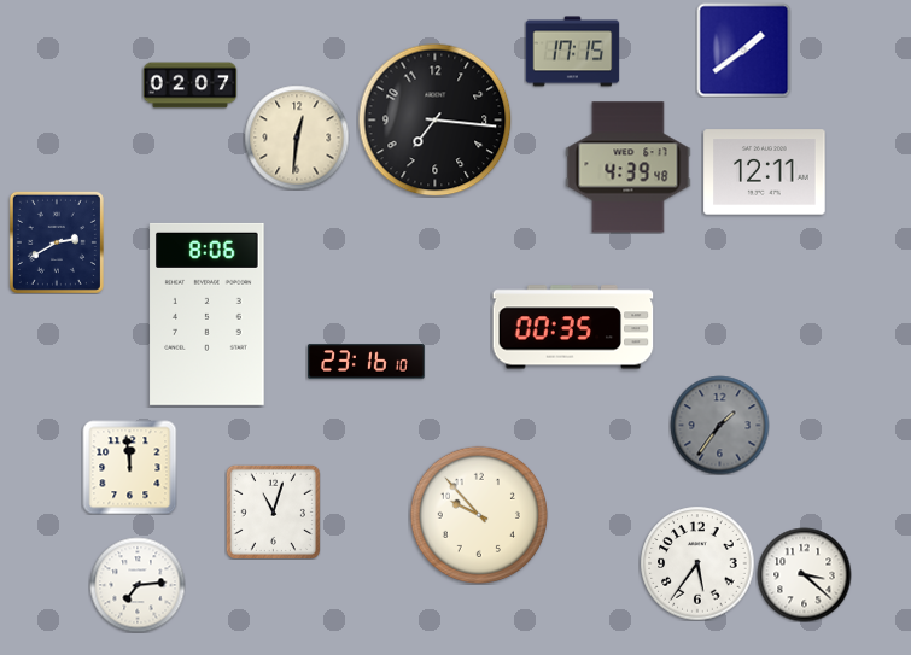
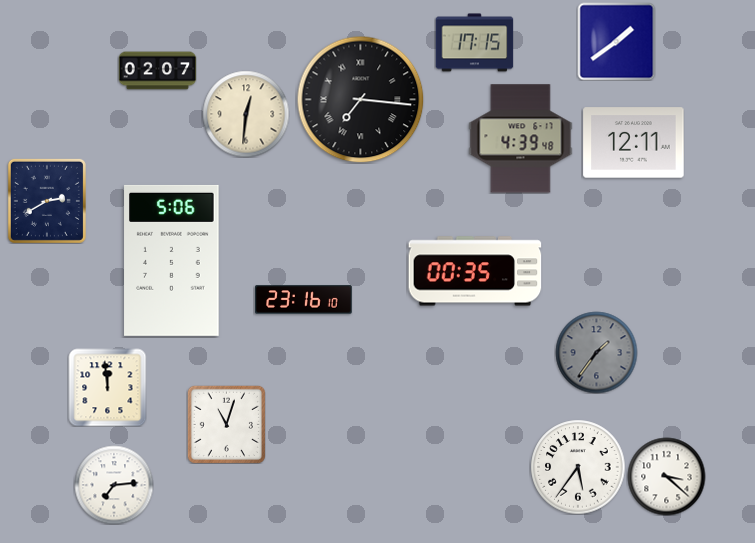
clock at (434, 119) numerals: Arabic -> Roman
clock at (208, 314): 8:06 -> 5:06
clock at (479, 515): 9:53 -> none
